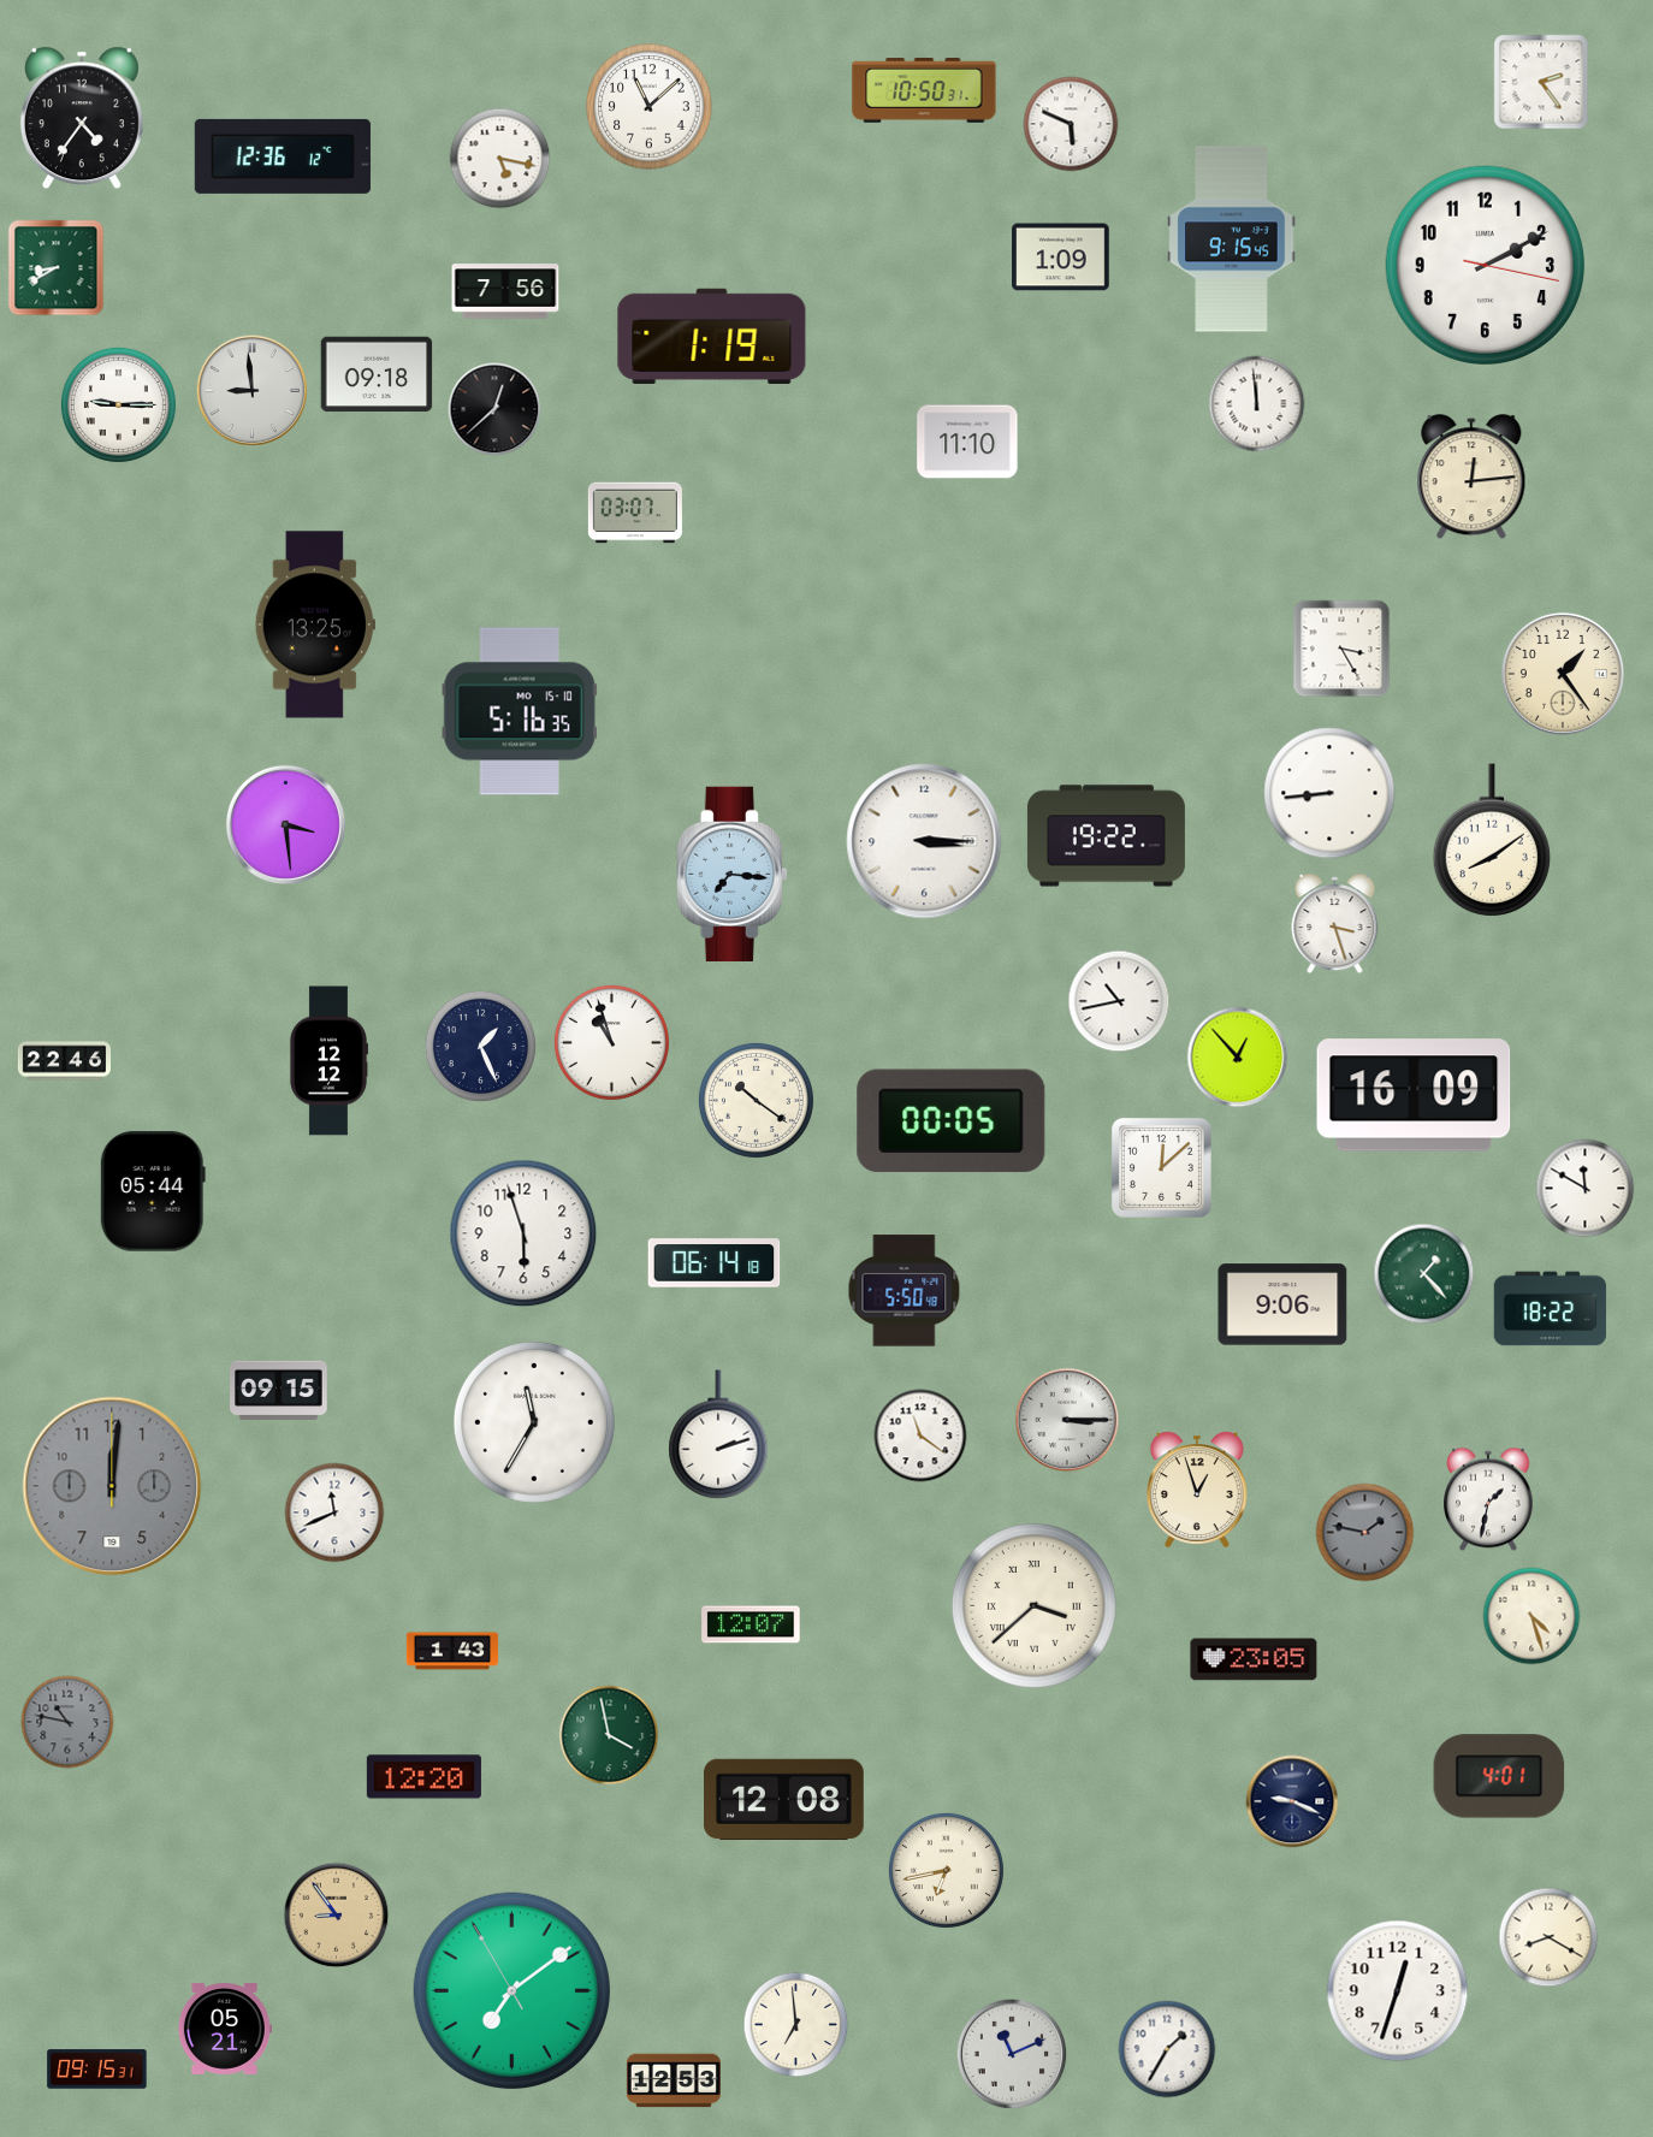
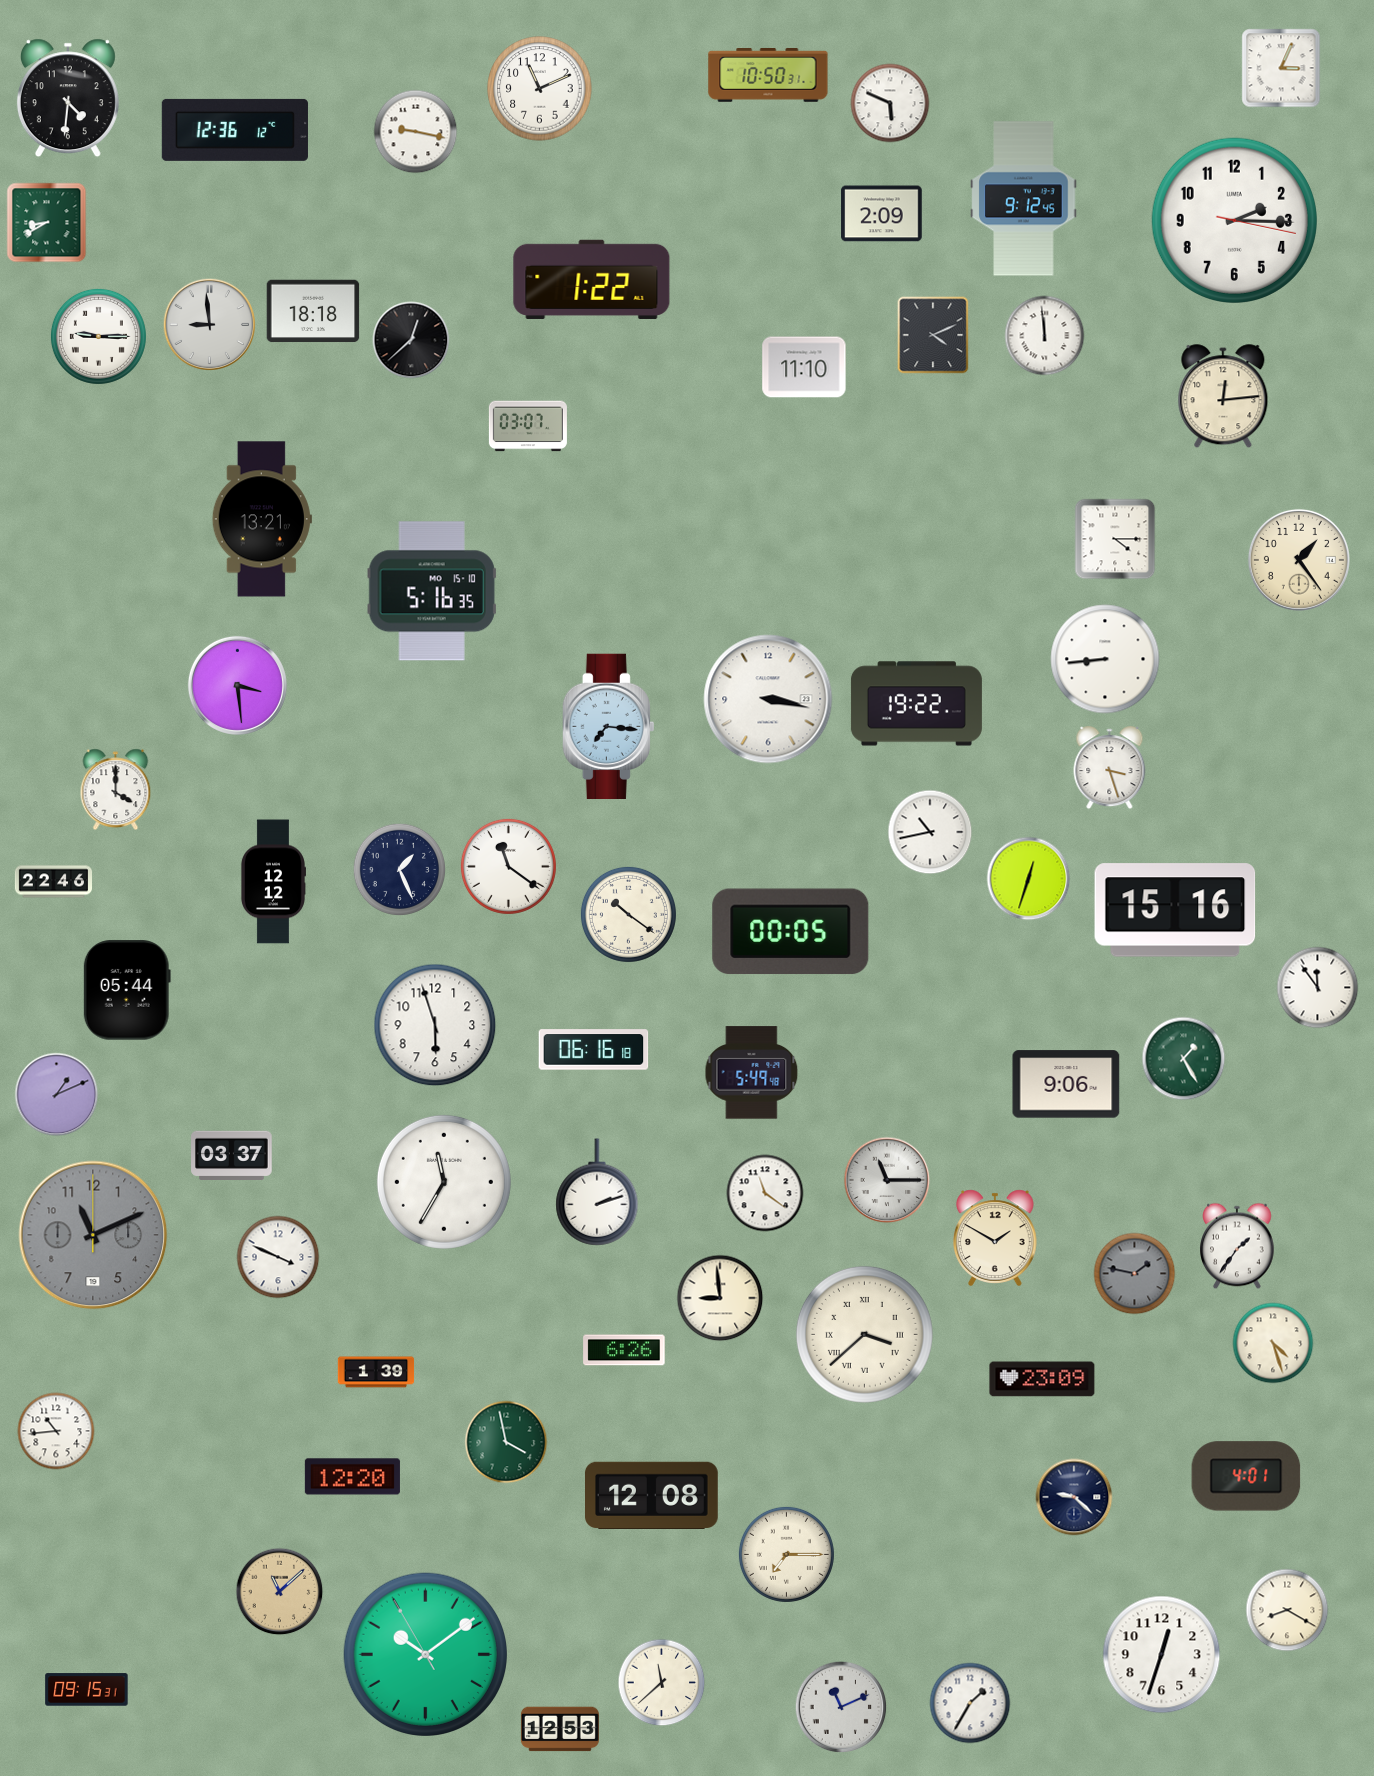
clock at (1541, 82): 2:24 -> 3:04
clock at (650, 107): 11:08 -> 11:11
clock at (82, 118): 4:36 -> 4:31
clock at (500, 159): 5:17 -> 9:17
clock at (1232, 239): 9:15 -> 9:12
clock at (1061, 257): 1:09 -> 2:09
clock at (1485, 265): 2:10 -> 2:15
clock at (505, 291): 7:56 -> none
clock at (712, 336): 1:19 -> 1:22
clock at (377, 374): 09:18 -> 18:18
clock at (933, 335): none -> 4:11
clock at (315, 624): 13:25 -> 13:21
clock at (1341, 649): 3:25 -> 4:15
clock at (1106, 836) position: (1106, 836) -> (916, 704)
clock at (1491, 840): 8:09 -> none
clock at (924, 841): 3:15 -> 3:17
clock at (116, 790): none -> 4:00
clock at (611, 1042): 10:57 -> 11:21
clock at (1238, 1058): 12:53 -> 12:33
clock at (1414, 1095): 16:09 -> 15:16
clock at (1161, 1167): 12:08 -> none
clock at (1586, 1189): 11:50 -> 11:54
clock at (715, 1263): 06:14 -> 06:16
clock at (1424, 1274): 1:23 -> 1:25
clock at (905, 1291): 5:50 -> 5:49
clock at (1551, 1309): 18:22 -> none
clock at (57, 1095): none -> 1:11
clock at (279, 1390): 09:15 -> 03:37
clock at (1067, 1420): 3:15 -> 11:15
clock at (112, 1486): 12:01 -> 11:11
clock at (1198, 1490): 12:57 -> 1:50
clock at (1488, 1499): 1:32 -> 1:36
clock at (334, 1513): 11:41 -> 3:49
clock at (720, 1298): none -> 8:59
clock at (1033, 1605) position: (1033, 1605) -> (864, 1334)
clock at (751, 1624): 12:07 -> 6:26
clock at (452, 1651): 1:43 -> 1:39
clock at (1254, 1659): 23:05 -> 23:09
clock at (67, 1722): 10:47 -> 10:44
clock at (67, 1722) dial: grey -> white
clock at (1292, 1801): 9:19 -> 9:22
clock at (946, 1870): 6:43 -> 7:15
clock at (337, 1916): 8:54 -> 11:08
clock at (513, 1991): 7:08 -> 10:08
clock at (796, 2025): 6:59 -> 11:38
clock at (224, 2030): 05:21 -> none
clock at (97, 2070) position: (97, 2070) -> (87, 1690)
